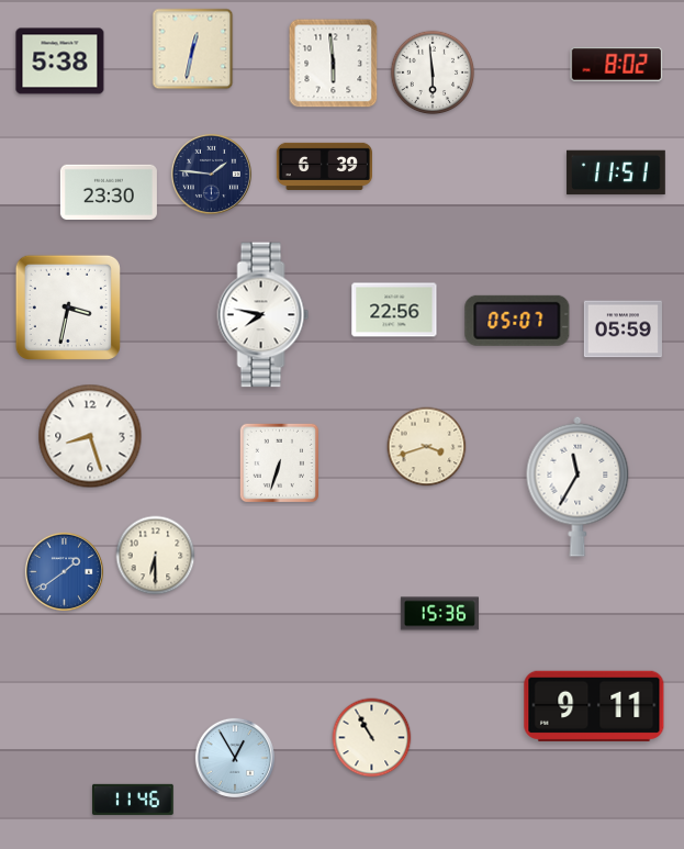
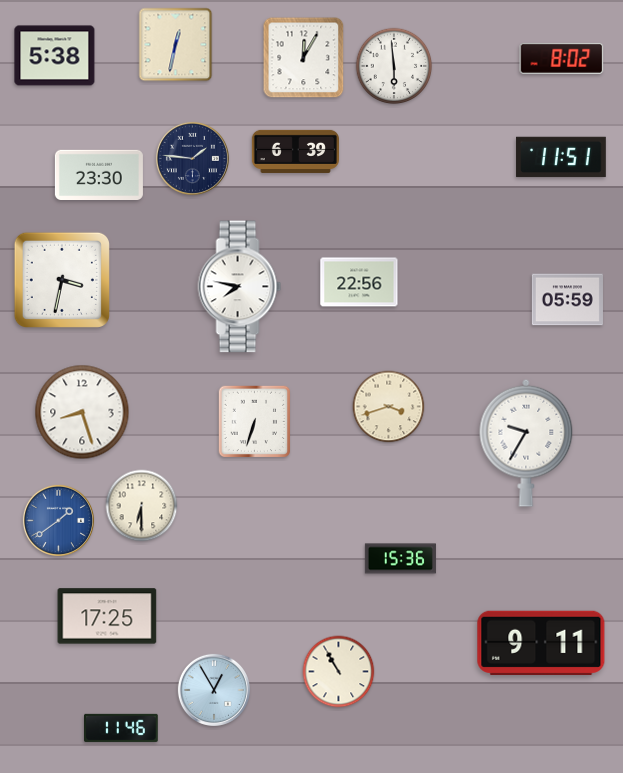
clock at (334, 64): 5:59 -> 12:05
clock at (517, 321): 05:07 -> none
clock at (90, 436) position: (90, 436) -> (82, 412)
clock at (578, 487): 11:35 -> 9:35
clock at (107, 616): none -> 17:25
